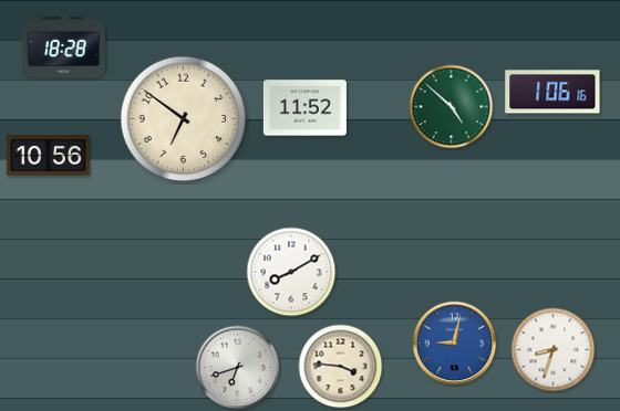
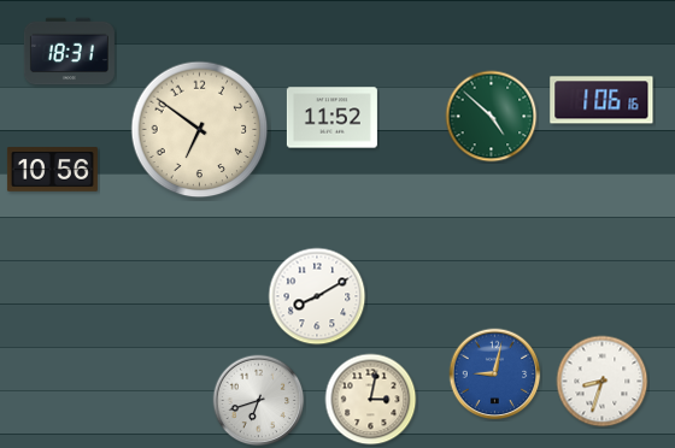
clock at (63, 48): 18:28 -> 18:31
clock at (341, 367): 3:46 -> 3:02
